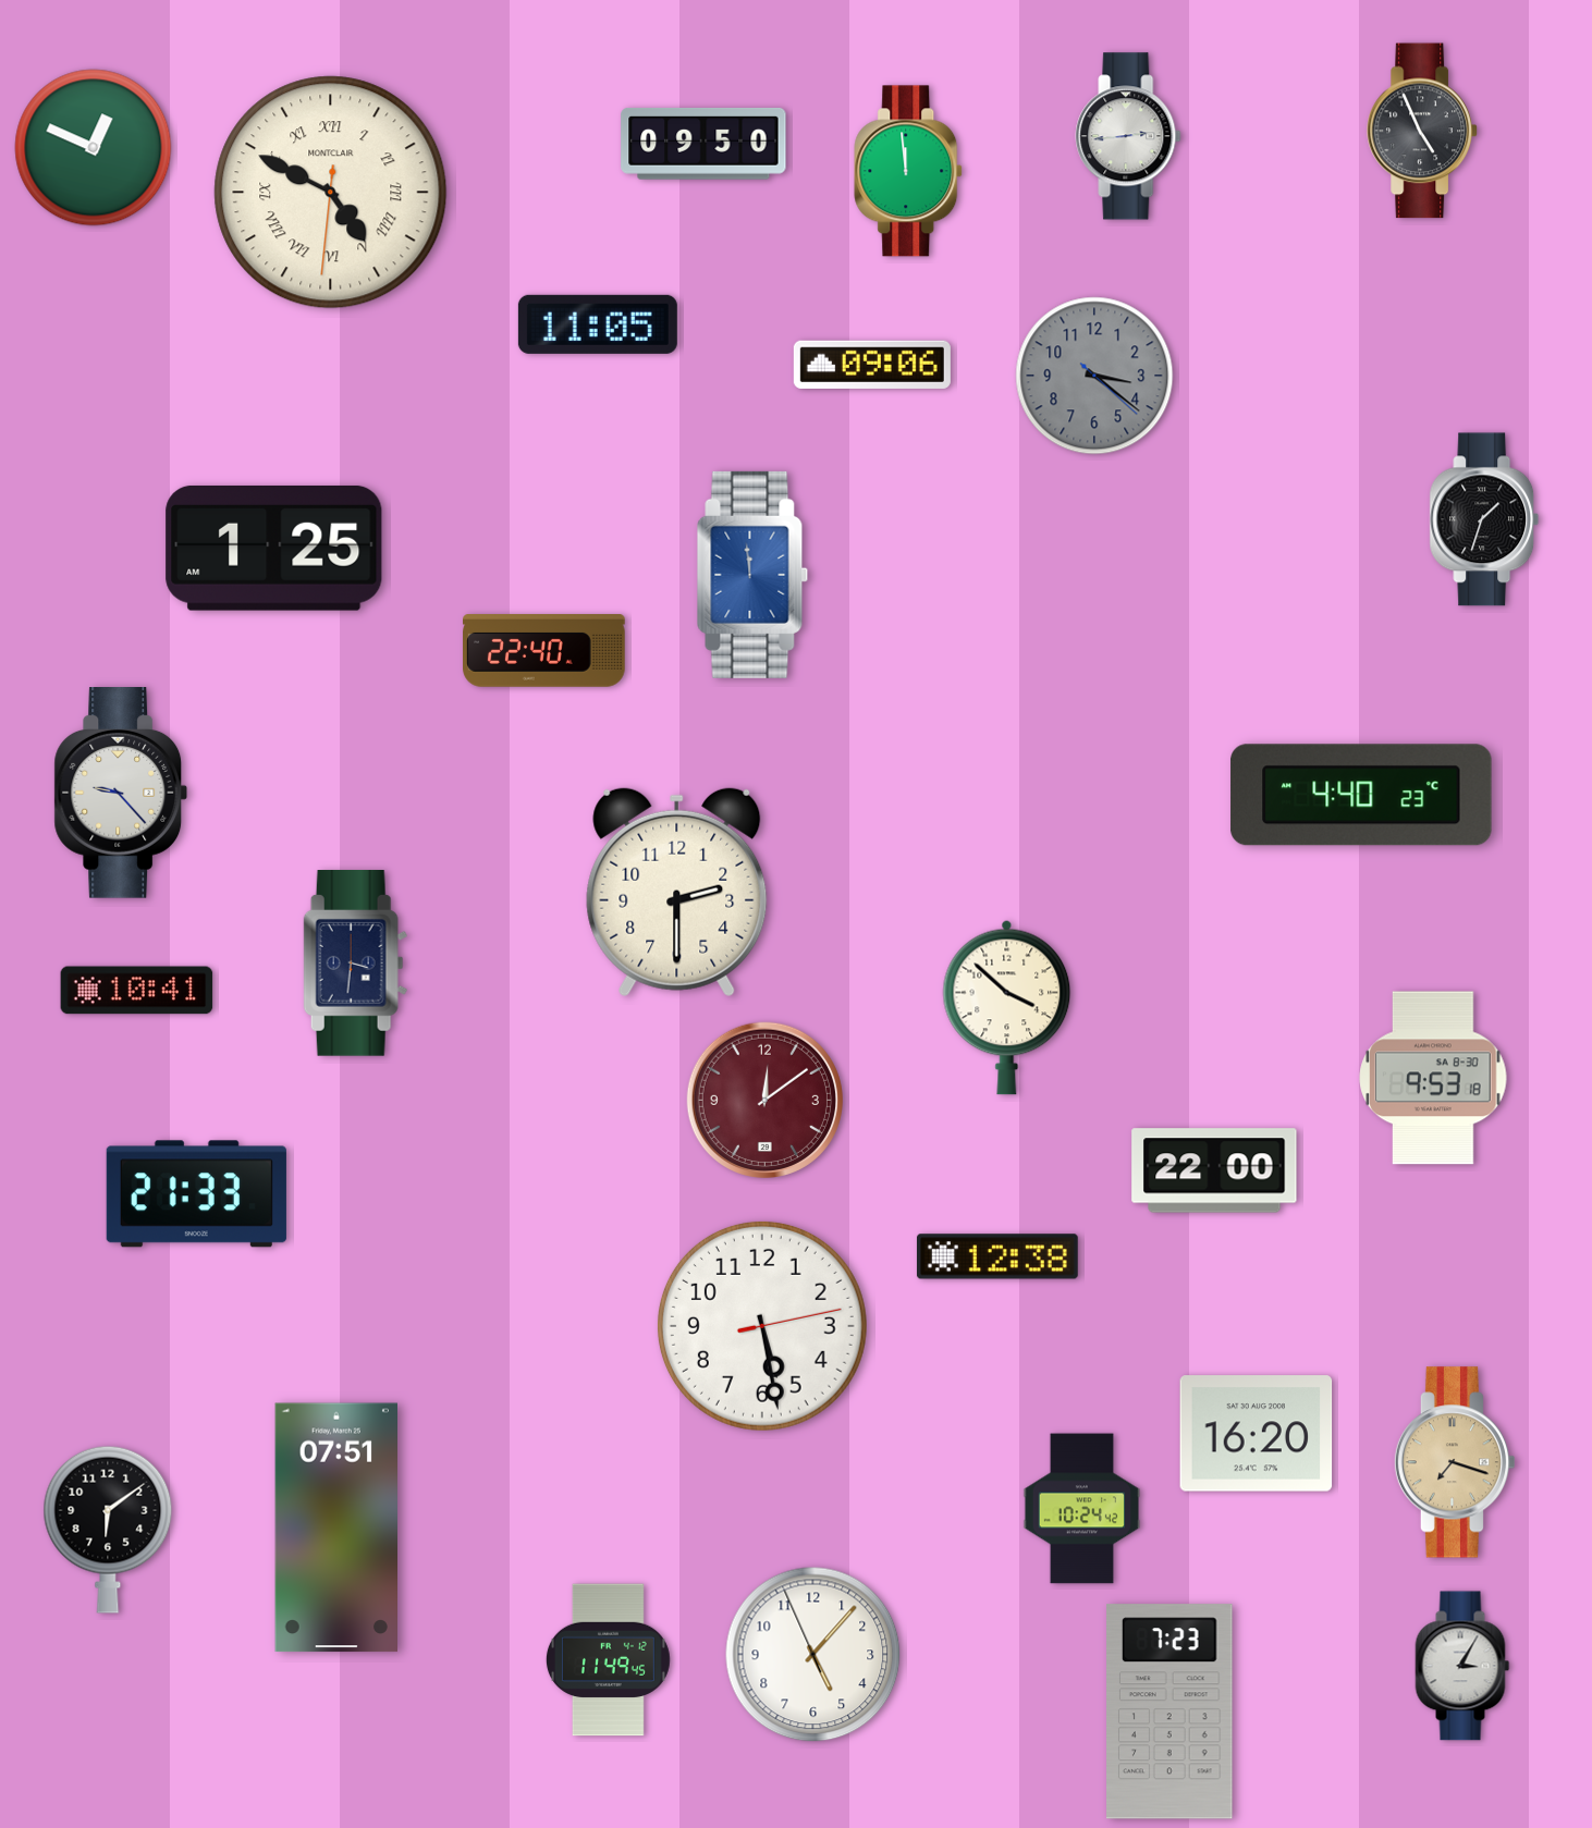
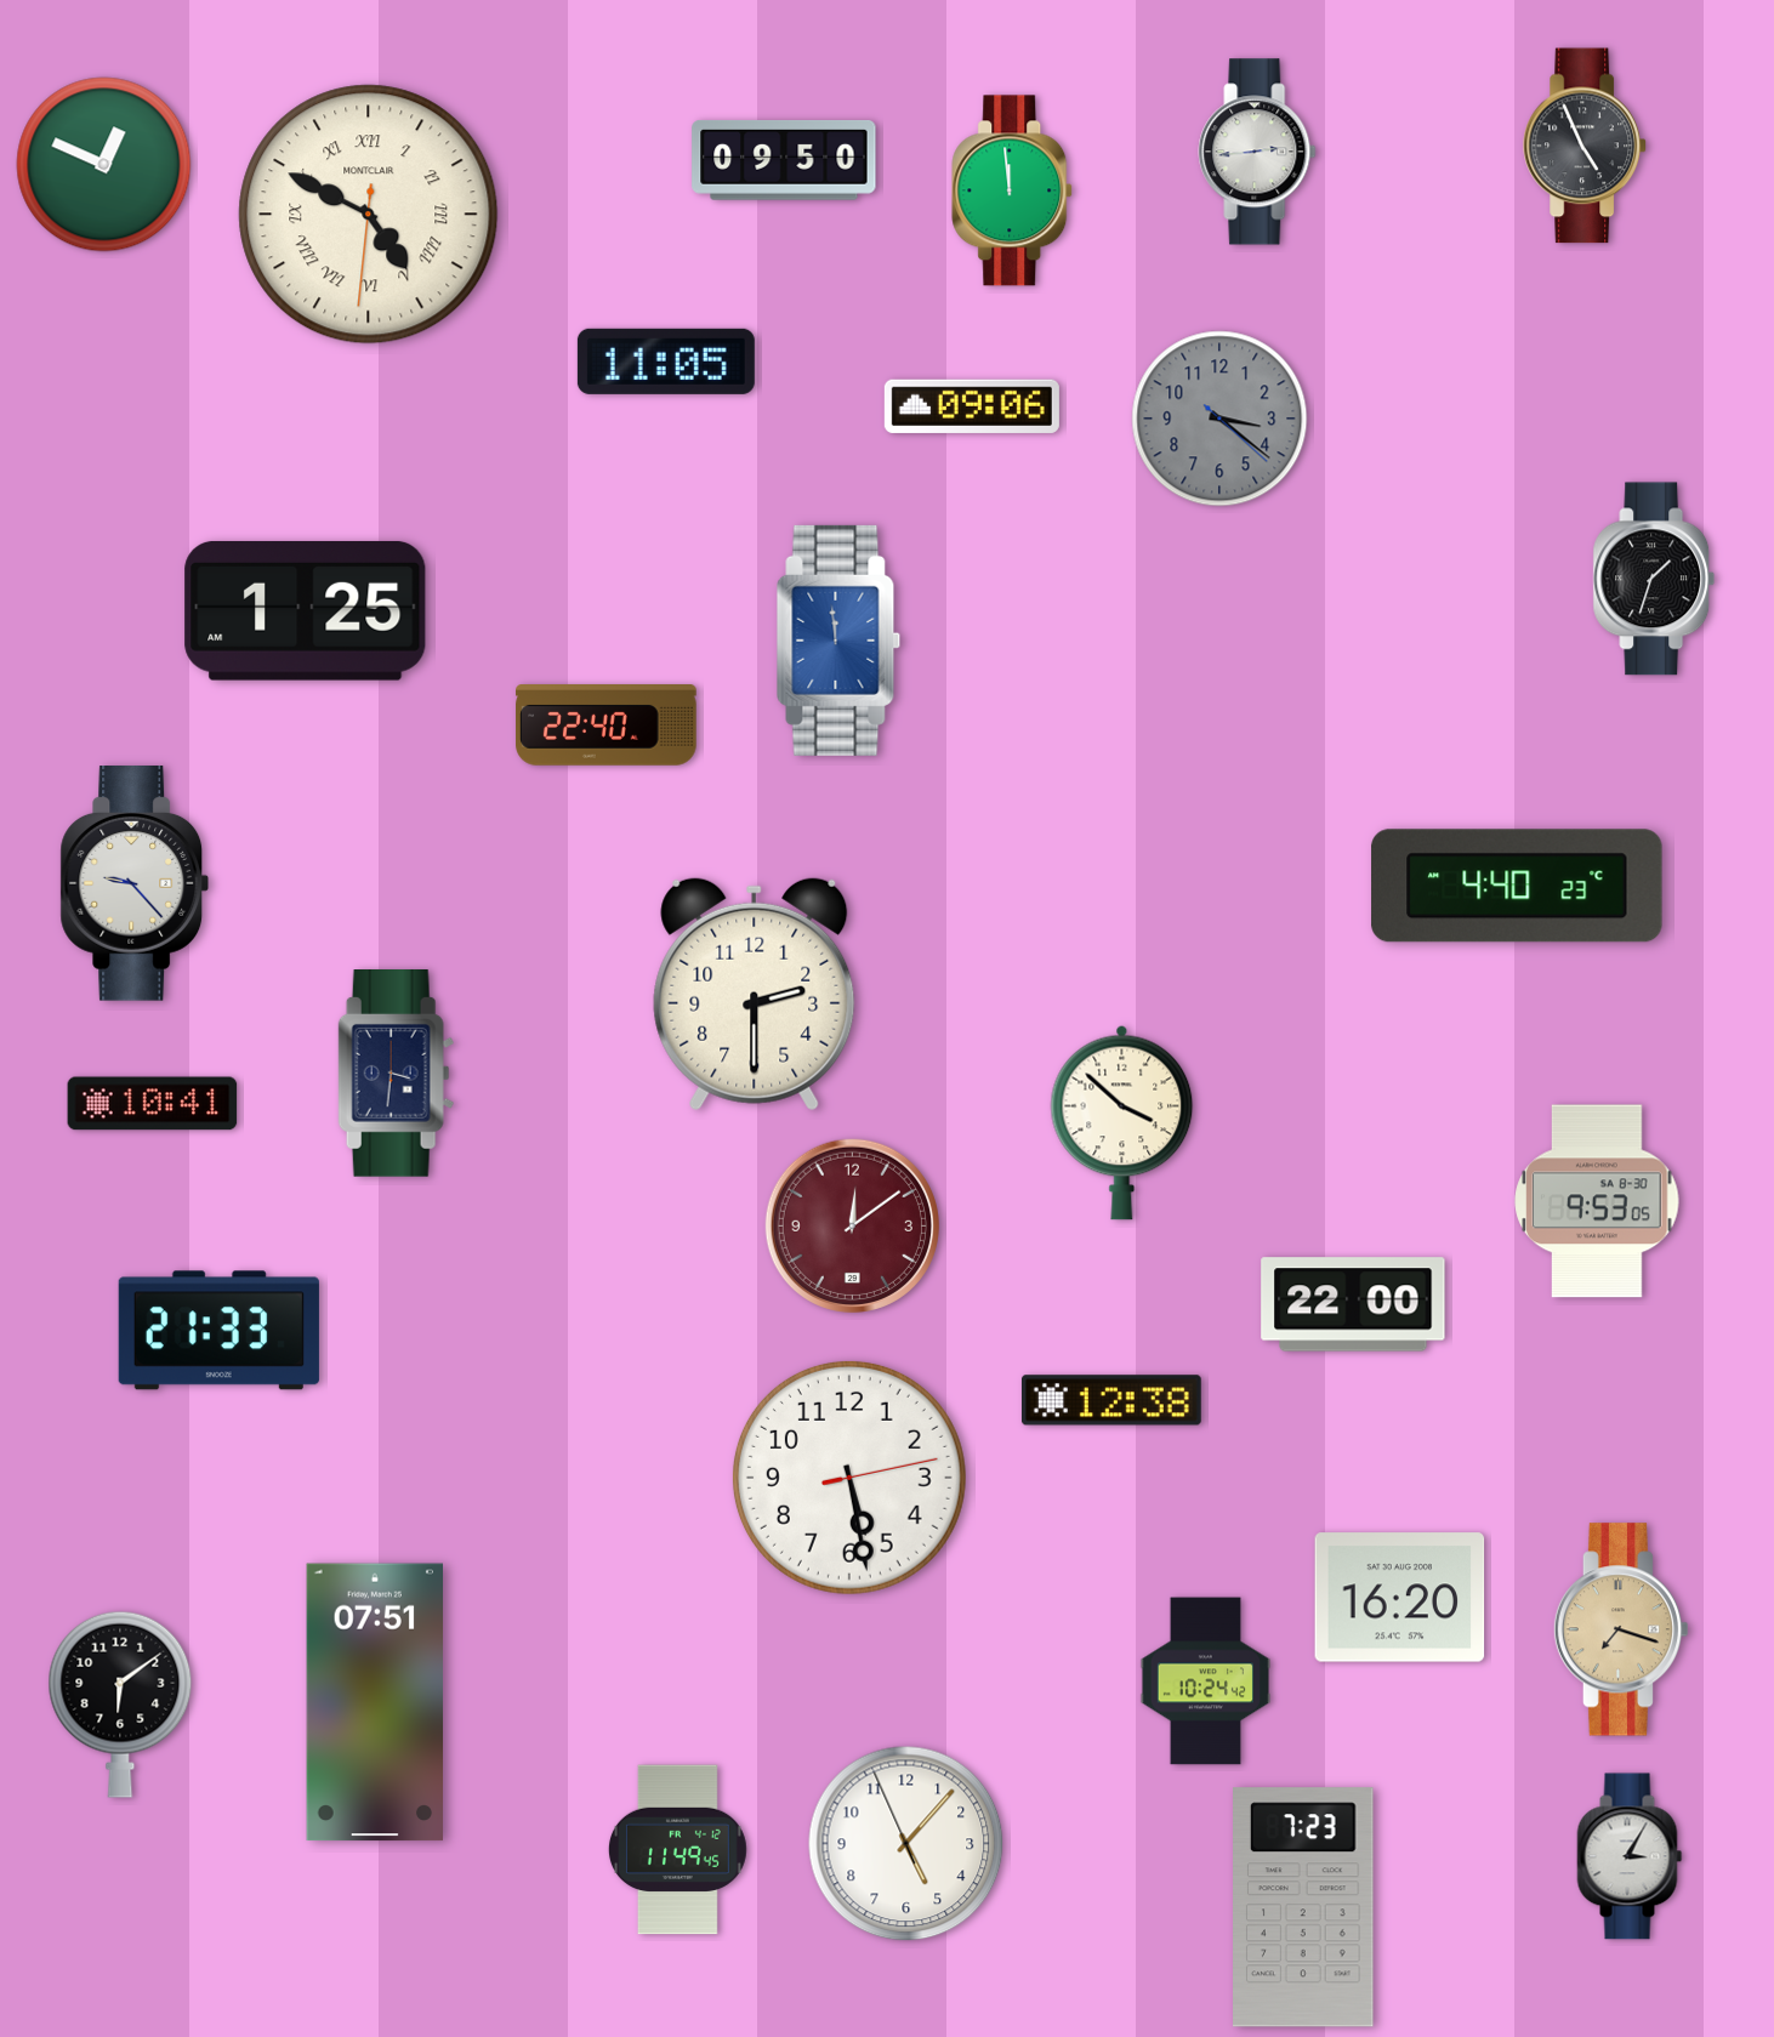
clock at (1433, 1078): 9:53:18 -> 9:53:05
